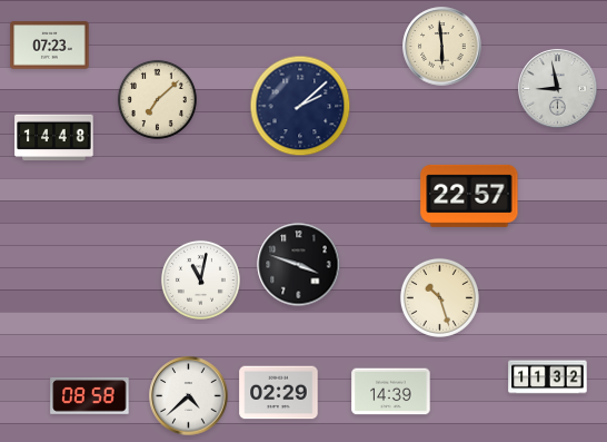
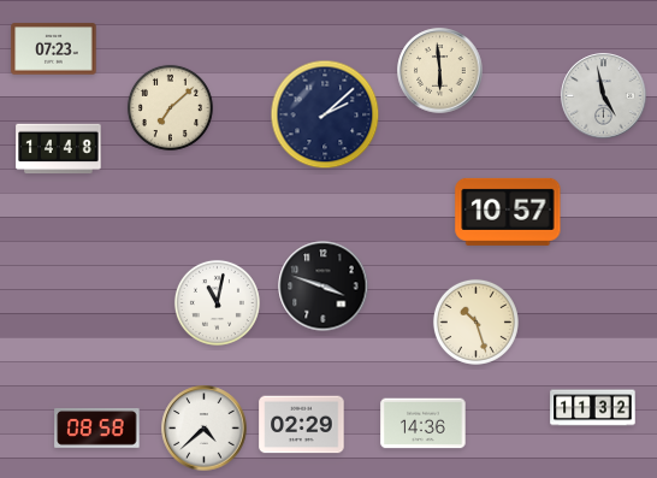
clock at (442, 47) position: (442, 47) -> (440, 71)
clock at (558, 89): 8:58 -> 4:58
clock at (469, 196): 22:57 -> 10:57
clock at (391, 392): 14:39 -> 14:36
